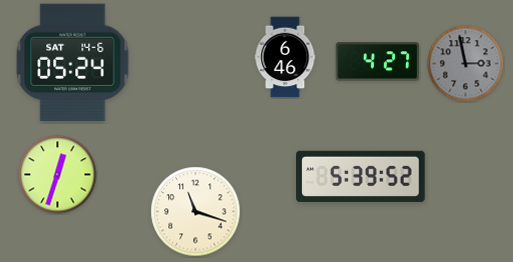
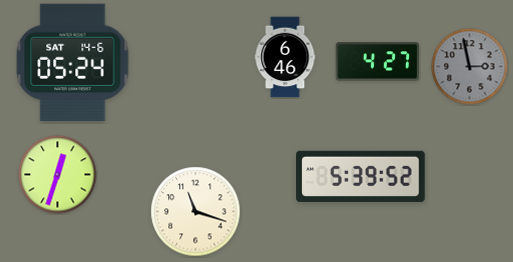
clock at (466, 64) position: (466, 64) -> (470, 67)
